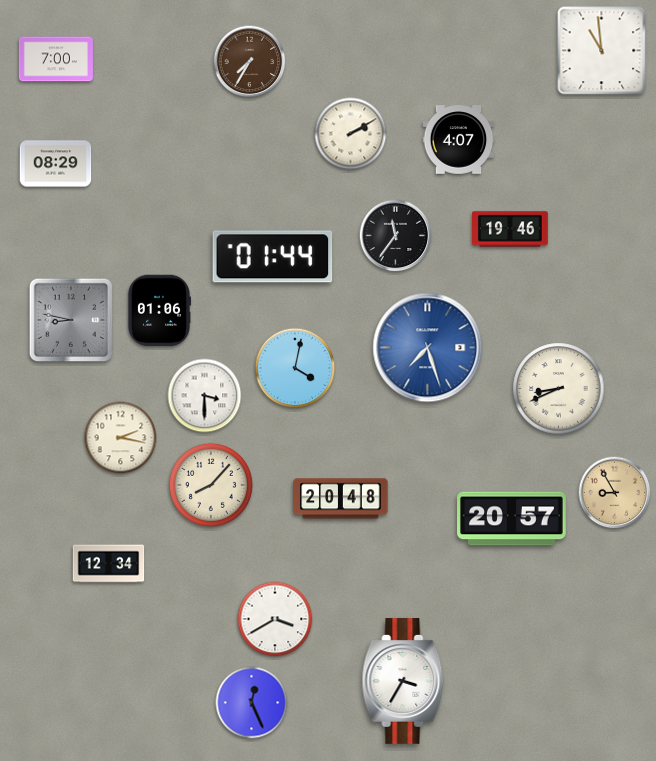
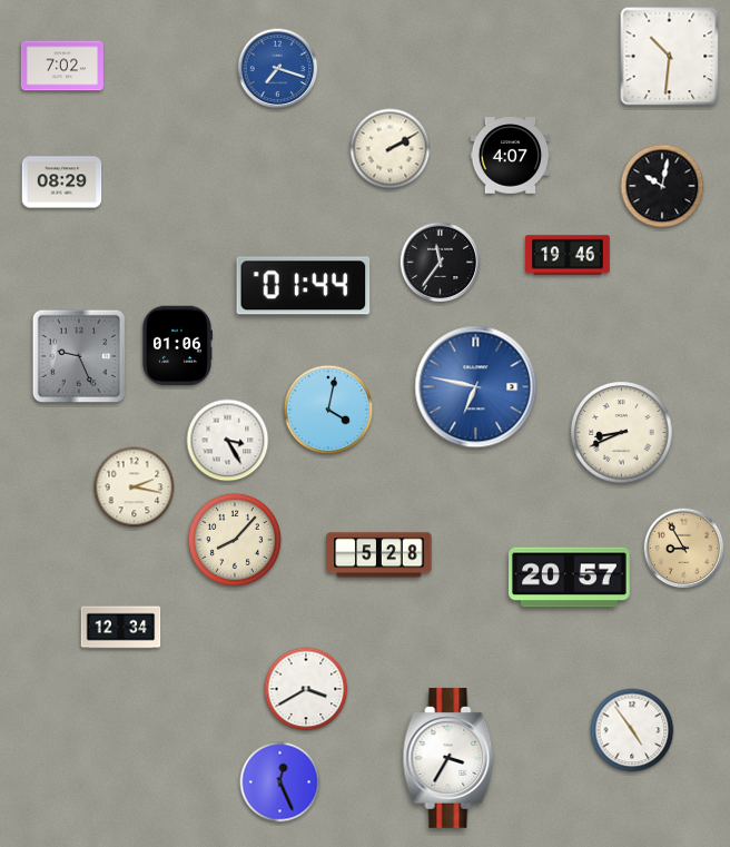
clock at (602, 51): 10:59 -> 10:31
clock at (56, 59): 7:00 -> 7:02
clock at (250, 62): 7:35 -> 7:18
clock at (250, 62) dial: brown -> blue
clock at (662, 186): none -> 10:02
clock at (70, 319): 8:47 -> 9:26
clock at (428, 348): 7:27 -> 6:47
clock at (205, 396): 3:30 -> 3:25
clock at (341, 499): 20:48 -> 5:28
clock at (632, 730): none -> 4:54
